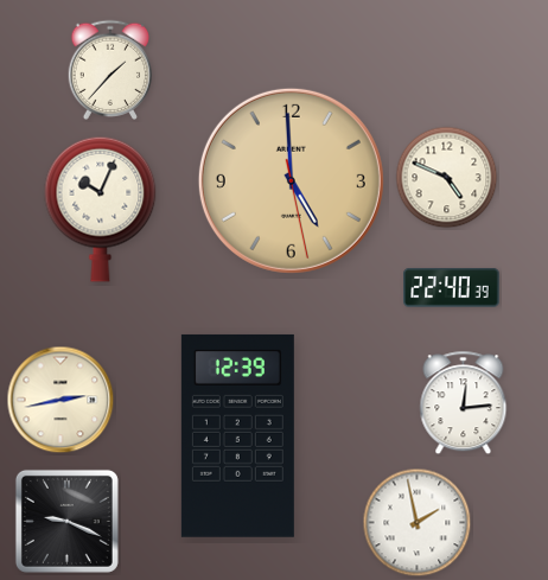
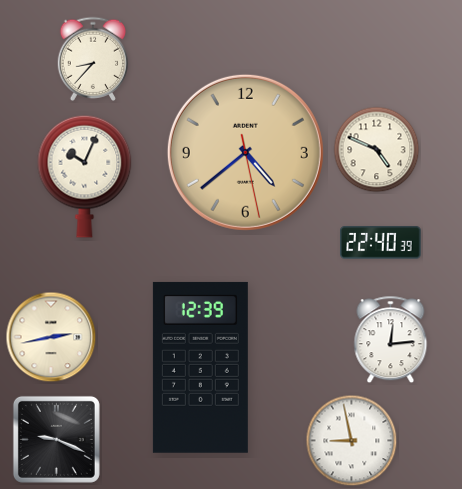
clock at (110, 70): 1:37 -> 8:37
clock at (291, 180): 4:59 -> 4:38
clock at (418, 523): 1:58 -> 8:58
